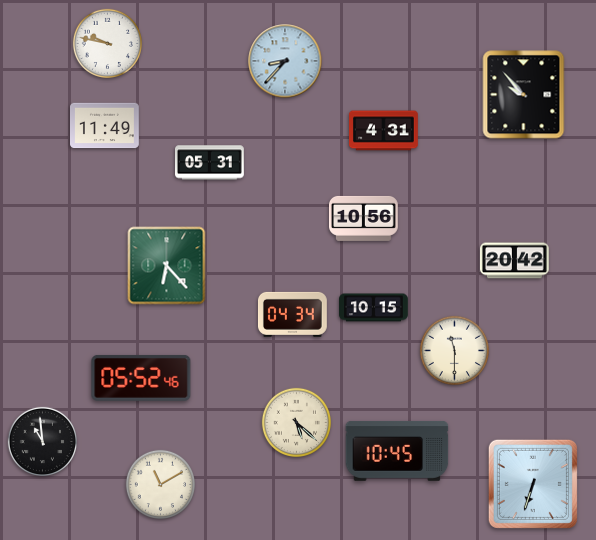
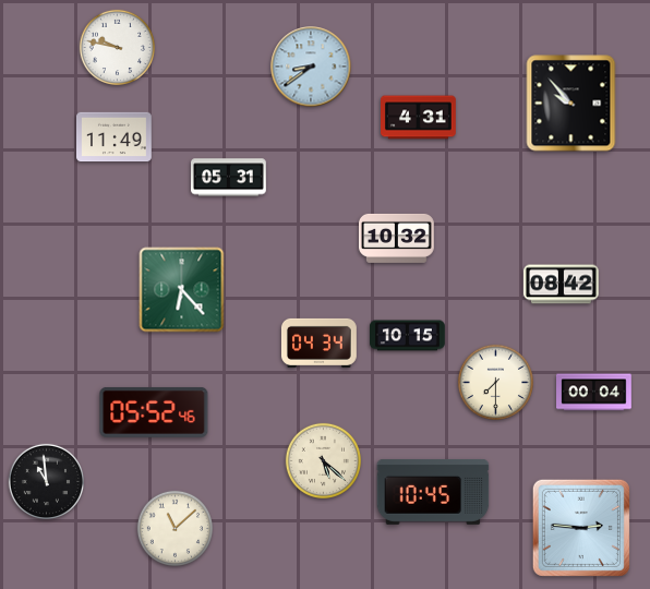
clock at (285, 61): 8:37 -> 8:39
clock at (384, 131) position: (384, 131) -> (419, 118)
clock at (364, 218): 10:56 -> 10:32
clock at (515, 261): 20:42 -> 08:42
clock at (454, 350): 11:30 -> 7:30
clock at (594, 393): none -> 00:04
clock at (160, 484): 11:10 -> 11:08
clock at (533, 484): 6:33 -> 2:46
